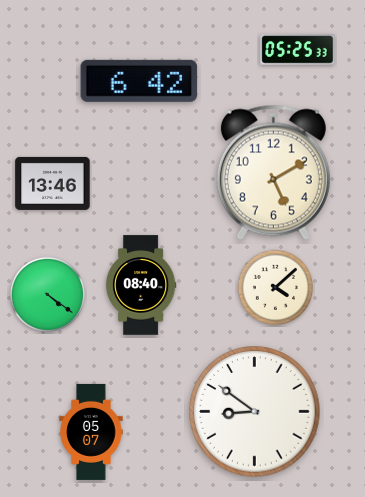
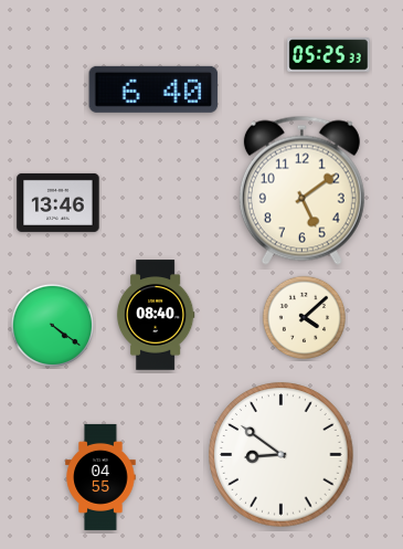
clock at (139, 81): 6:42 -> 6:40
clock at (273, 172): 5:10 -> 5:09
clock at (91, 432): 05:07 -> 04:55
